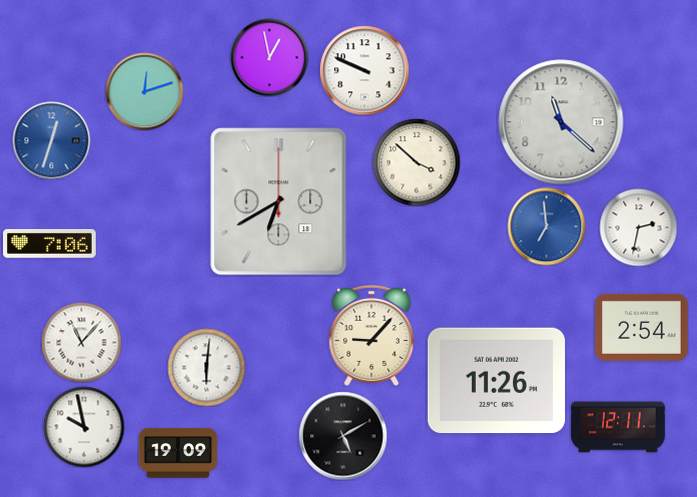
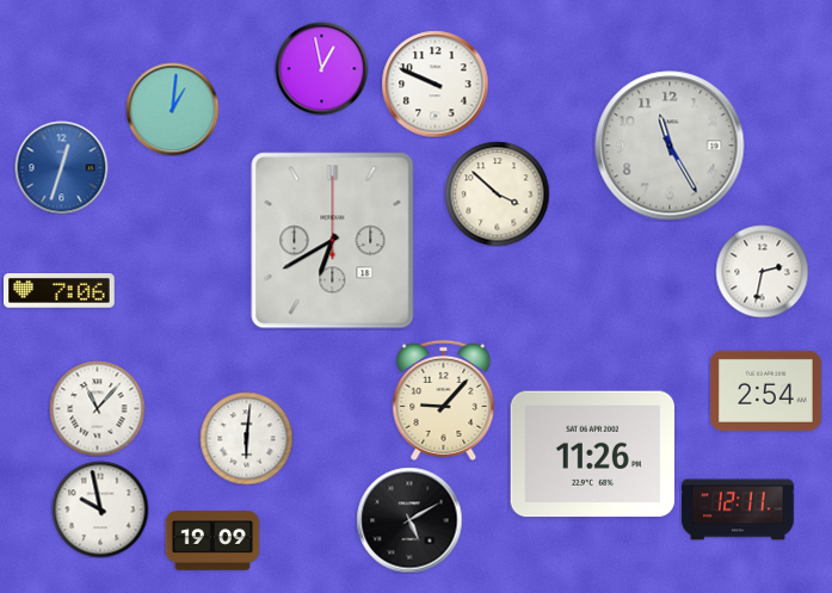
clock at (144, 91): 12:12 -> 1:01
clock at (561, 122): 11:22 -> 11:25
clock at (546, 226): 6:59 -> none
